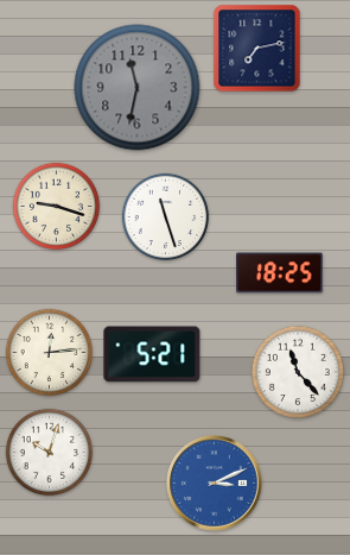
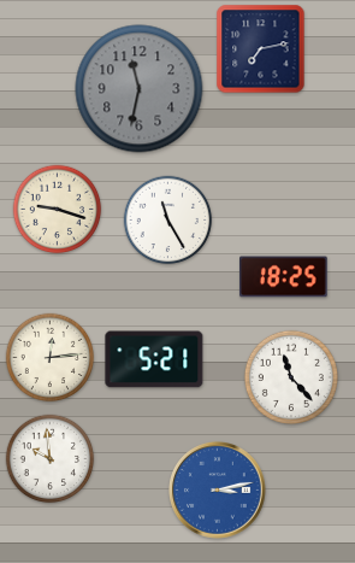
clock at (166, 217): 11:27 -> 11:25
clock at (298, 372) position: (298, 372) -> (291, 377)
clock at (50, 453): 10:03 -> 9:59
clock at (215, 484): 3:11 -> 3:13
